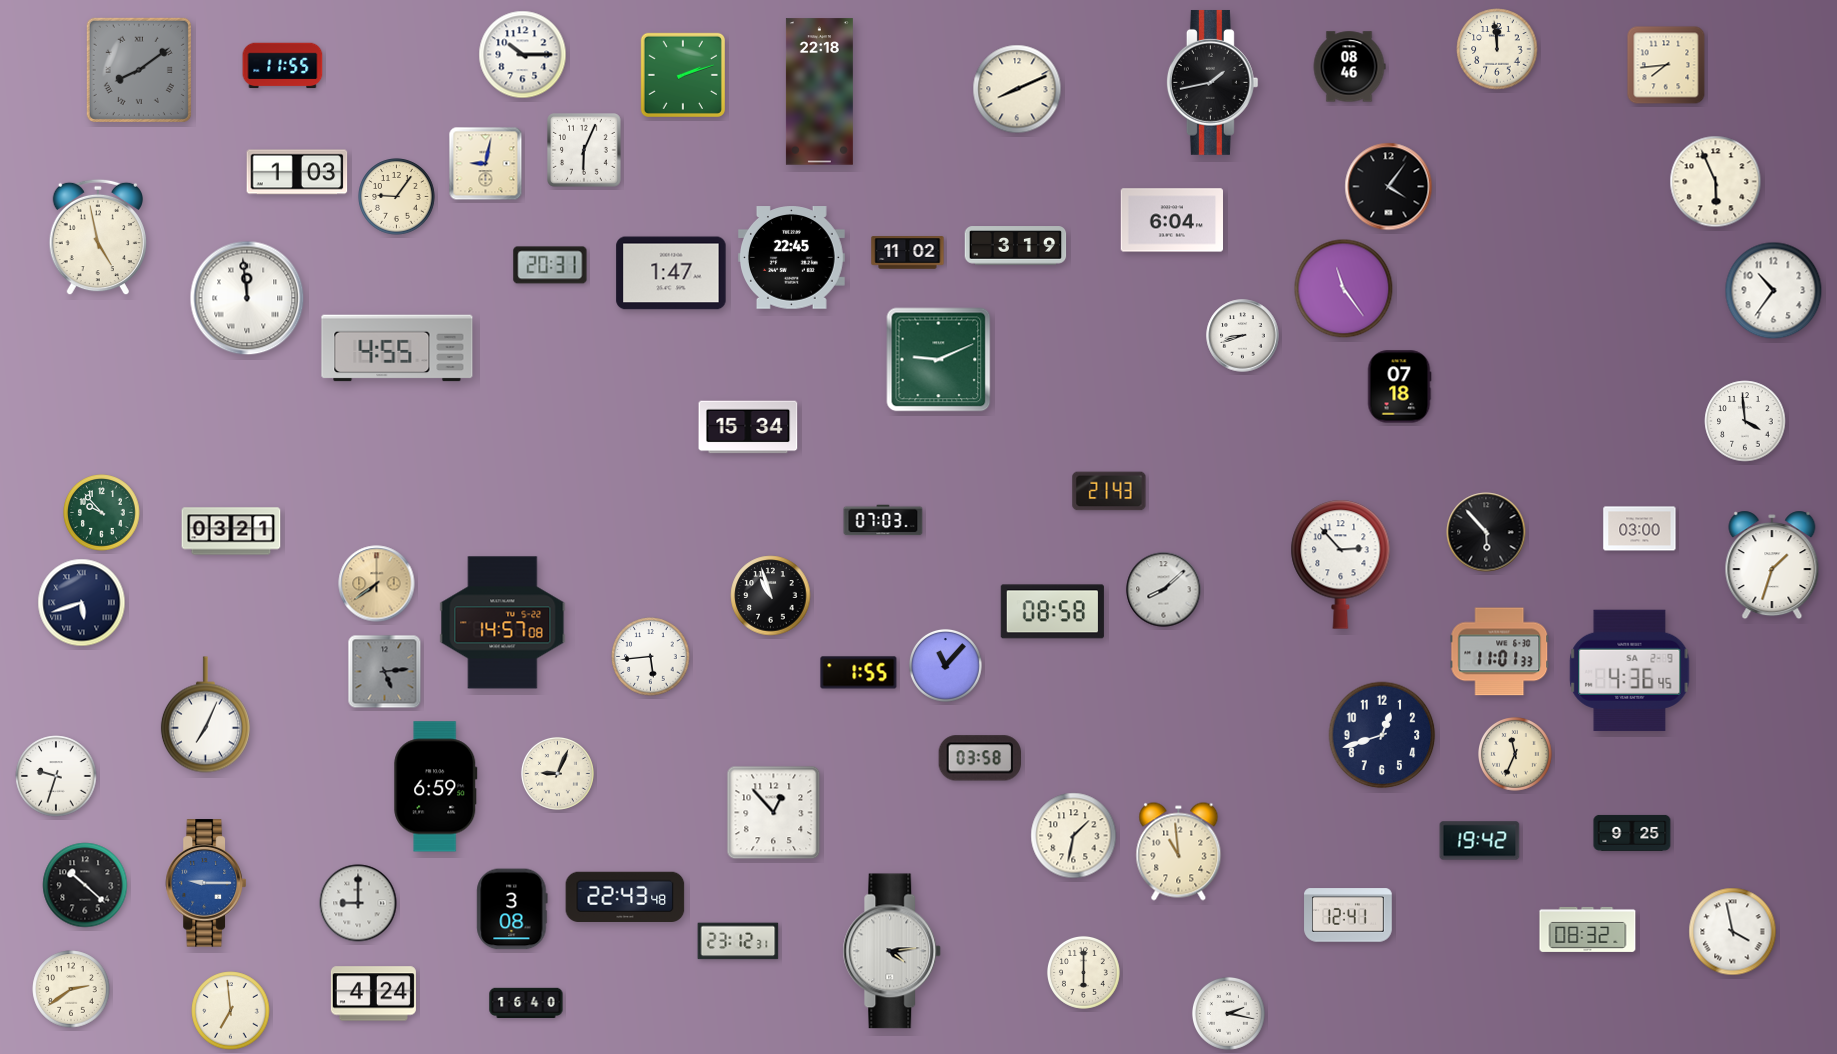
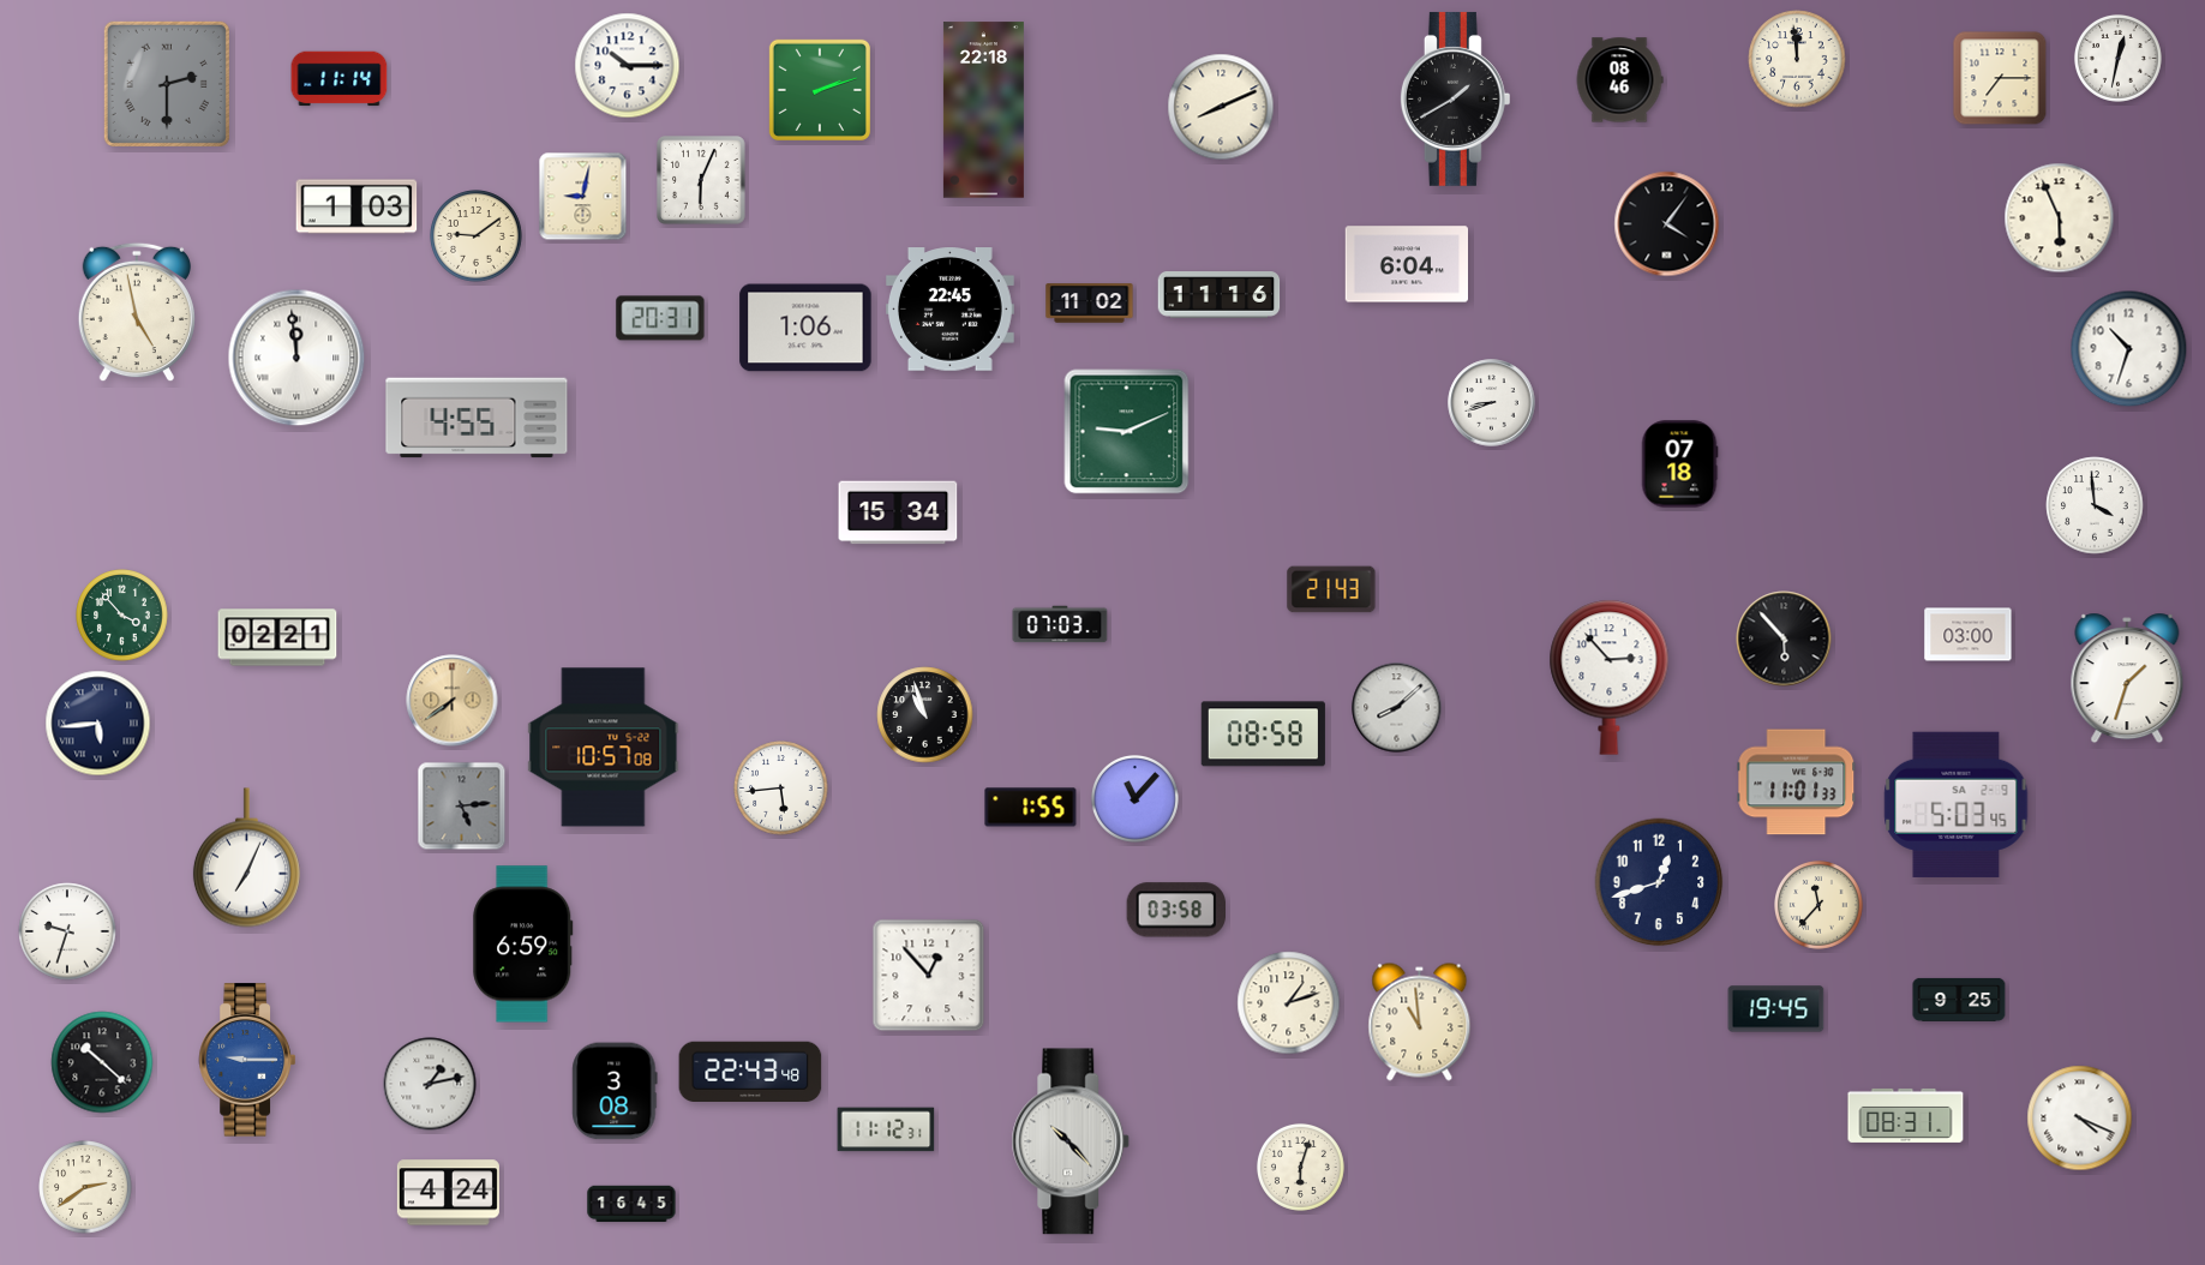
clock at (2117, 58): none -> 12:32
clock at (1666, 65): 7:44 -> 7:15
clock at (283, 66): 11:55 -> 11:14
clock at (139, 70): 8:09 -> 2:30
clock at (1212, 82): 1:43 -> 1:40
clock at (397, 197): 9:06 -> 9:09
clock at (98, 237) position: (98, 237) -> (137, 312)
clock at (1016, 246): 3:19 -> 11:16
clock at (671, 273): 1:47 -> 1:06
clock at (1344, 289): 11:24 -> none
clock at (1774, 291): 10:36 -> 10:33
clock at (102, 513): 9:53 -> 3:53
clock at (231, 531): 03:21 -> 02:21
clock at (82, 603): 5:42 -> 5:44
clock at (503, 623): 14:57 -> 10:57
clock at (1500, 652) position: (1500, 652) -> (1797, 783)
clock at (1630, 670): 4:36 -> 5:03
clock at (1516, 755): 11:34 -> 11:37
clock at (557, 773): 9:04 -> none
clock at (1074, 836): 1:32 -> 1:12
clock at (1480, 841): 19:42 -> 19:45
clock at (1179, 852) position: (1179, 852) -> (1420, 1023)
clock at (625, 897) position: (625, 897) -> (750, 1072)
clock at (358, 903): 9:00 -> 1:13
clock at (1348, 915): 12:41 -> none
clock at (1588, 929): 08:32 -> 08:31
clock at (1733, 932): 3:58 -> 4:19
clock at (738, 941): 23:12 -> 11:12
clock at (892, 951): 4:14 -> 10:23
clock at (1083, 972): 6:00 -> 6:03
clock at (526, 1003): 16:40 -> 16:45
clock at (231, 1011): 6:59 -> none
clock at (1228, 1013): 2:17 -> none
